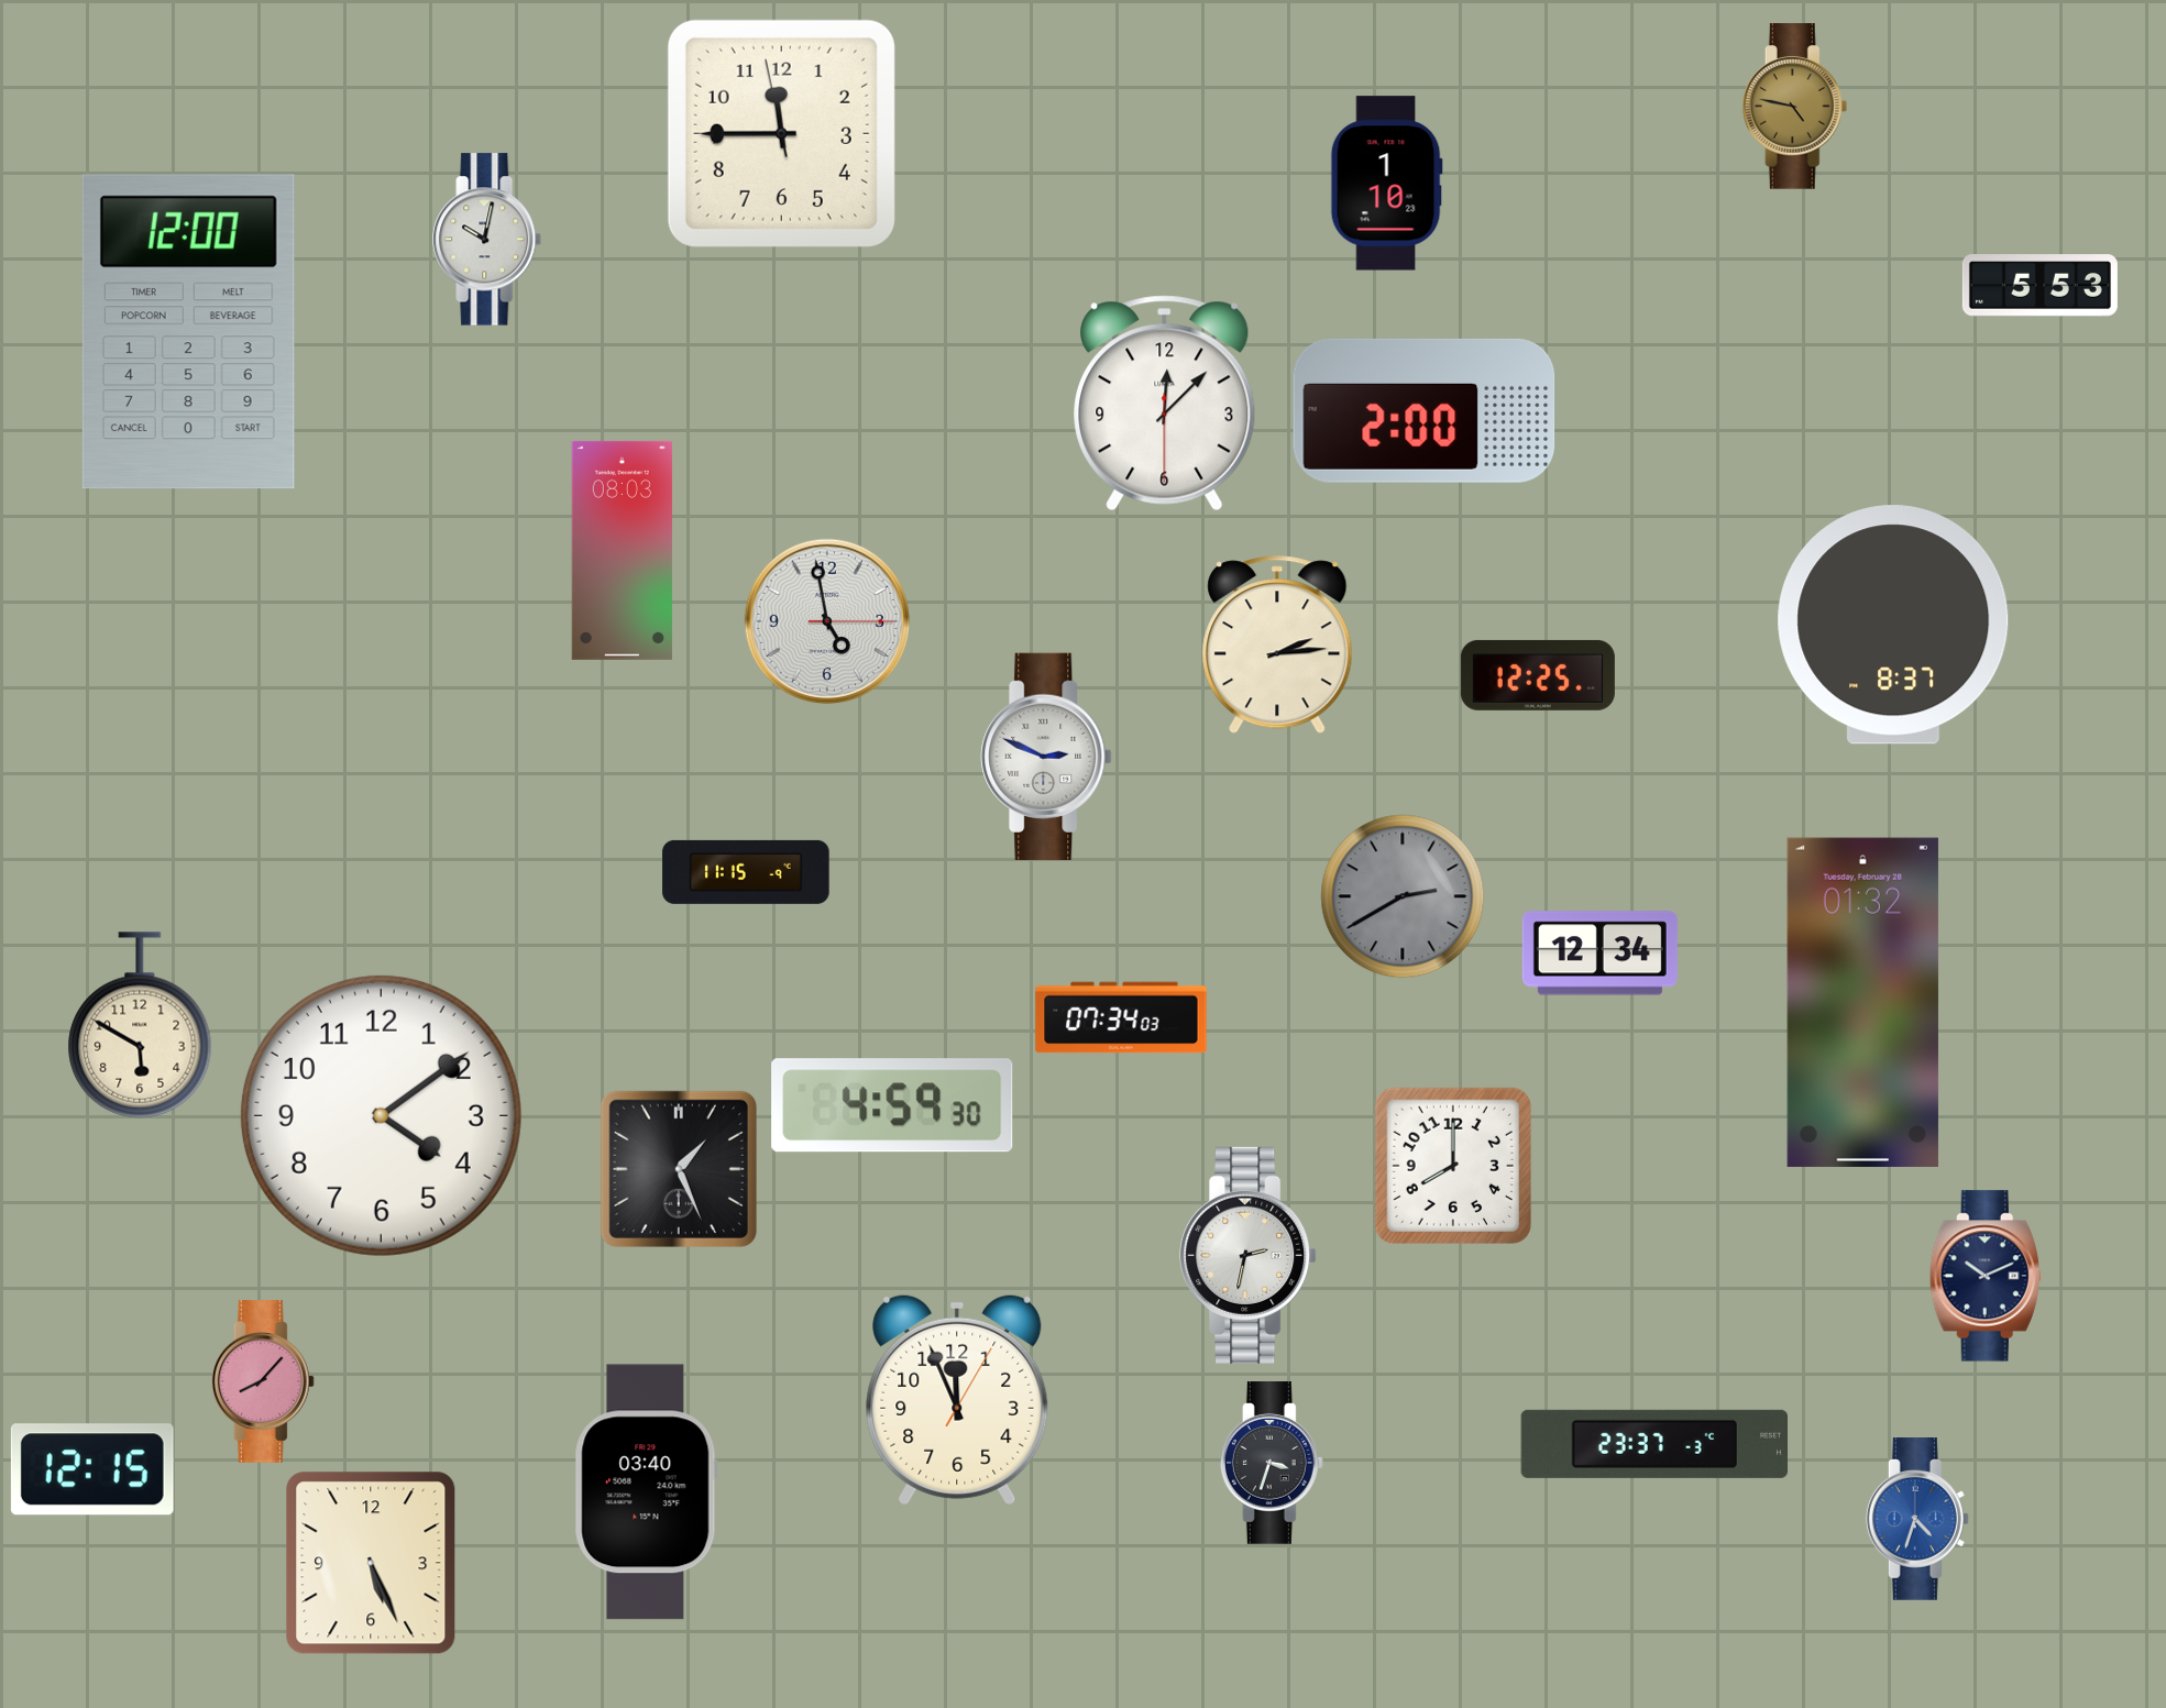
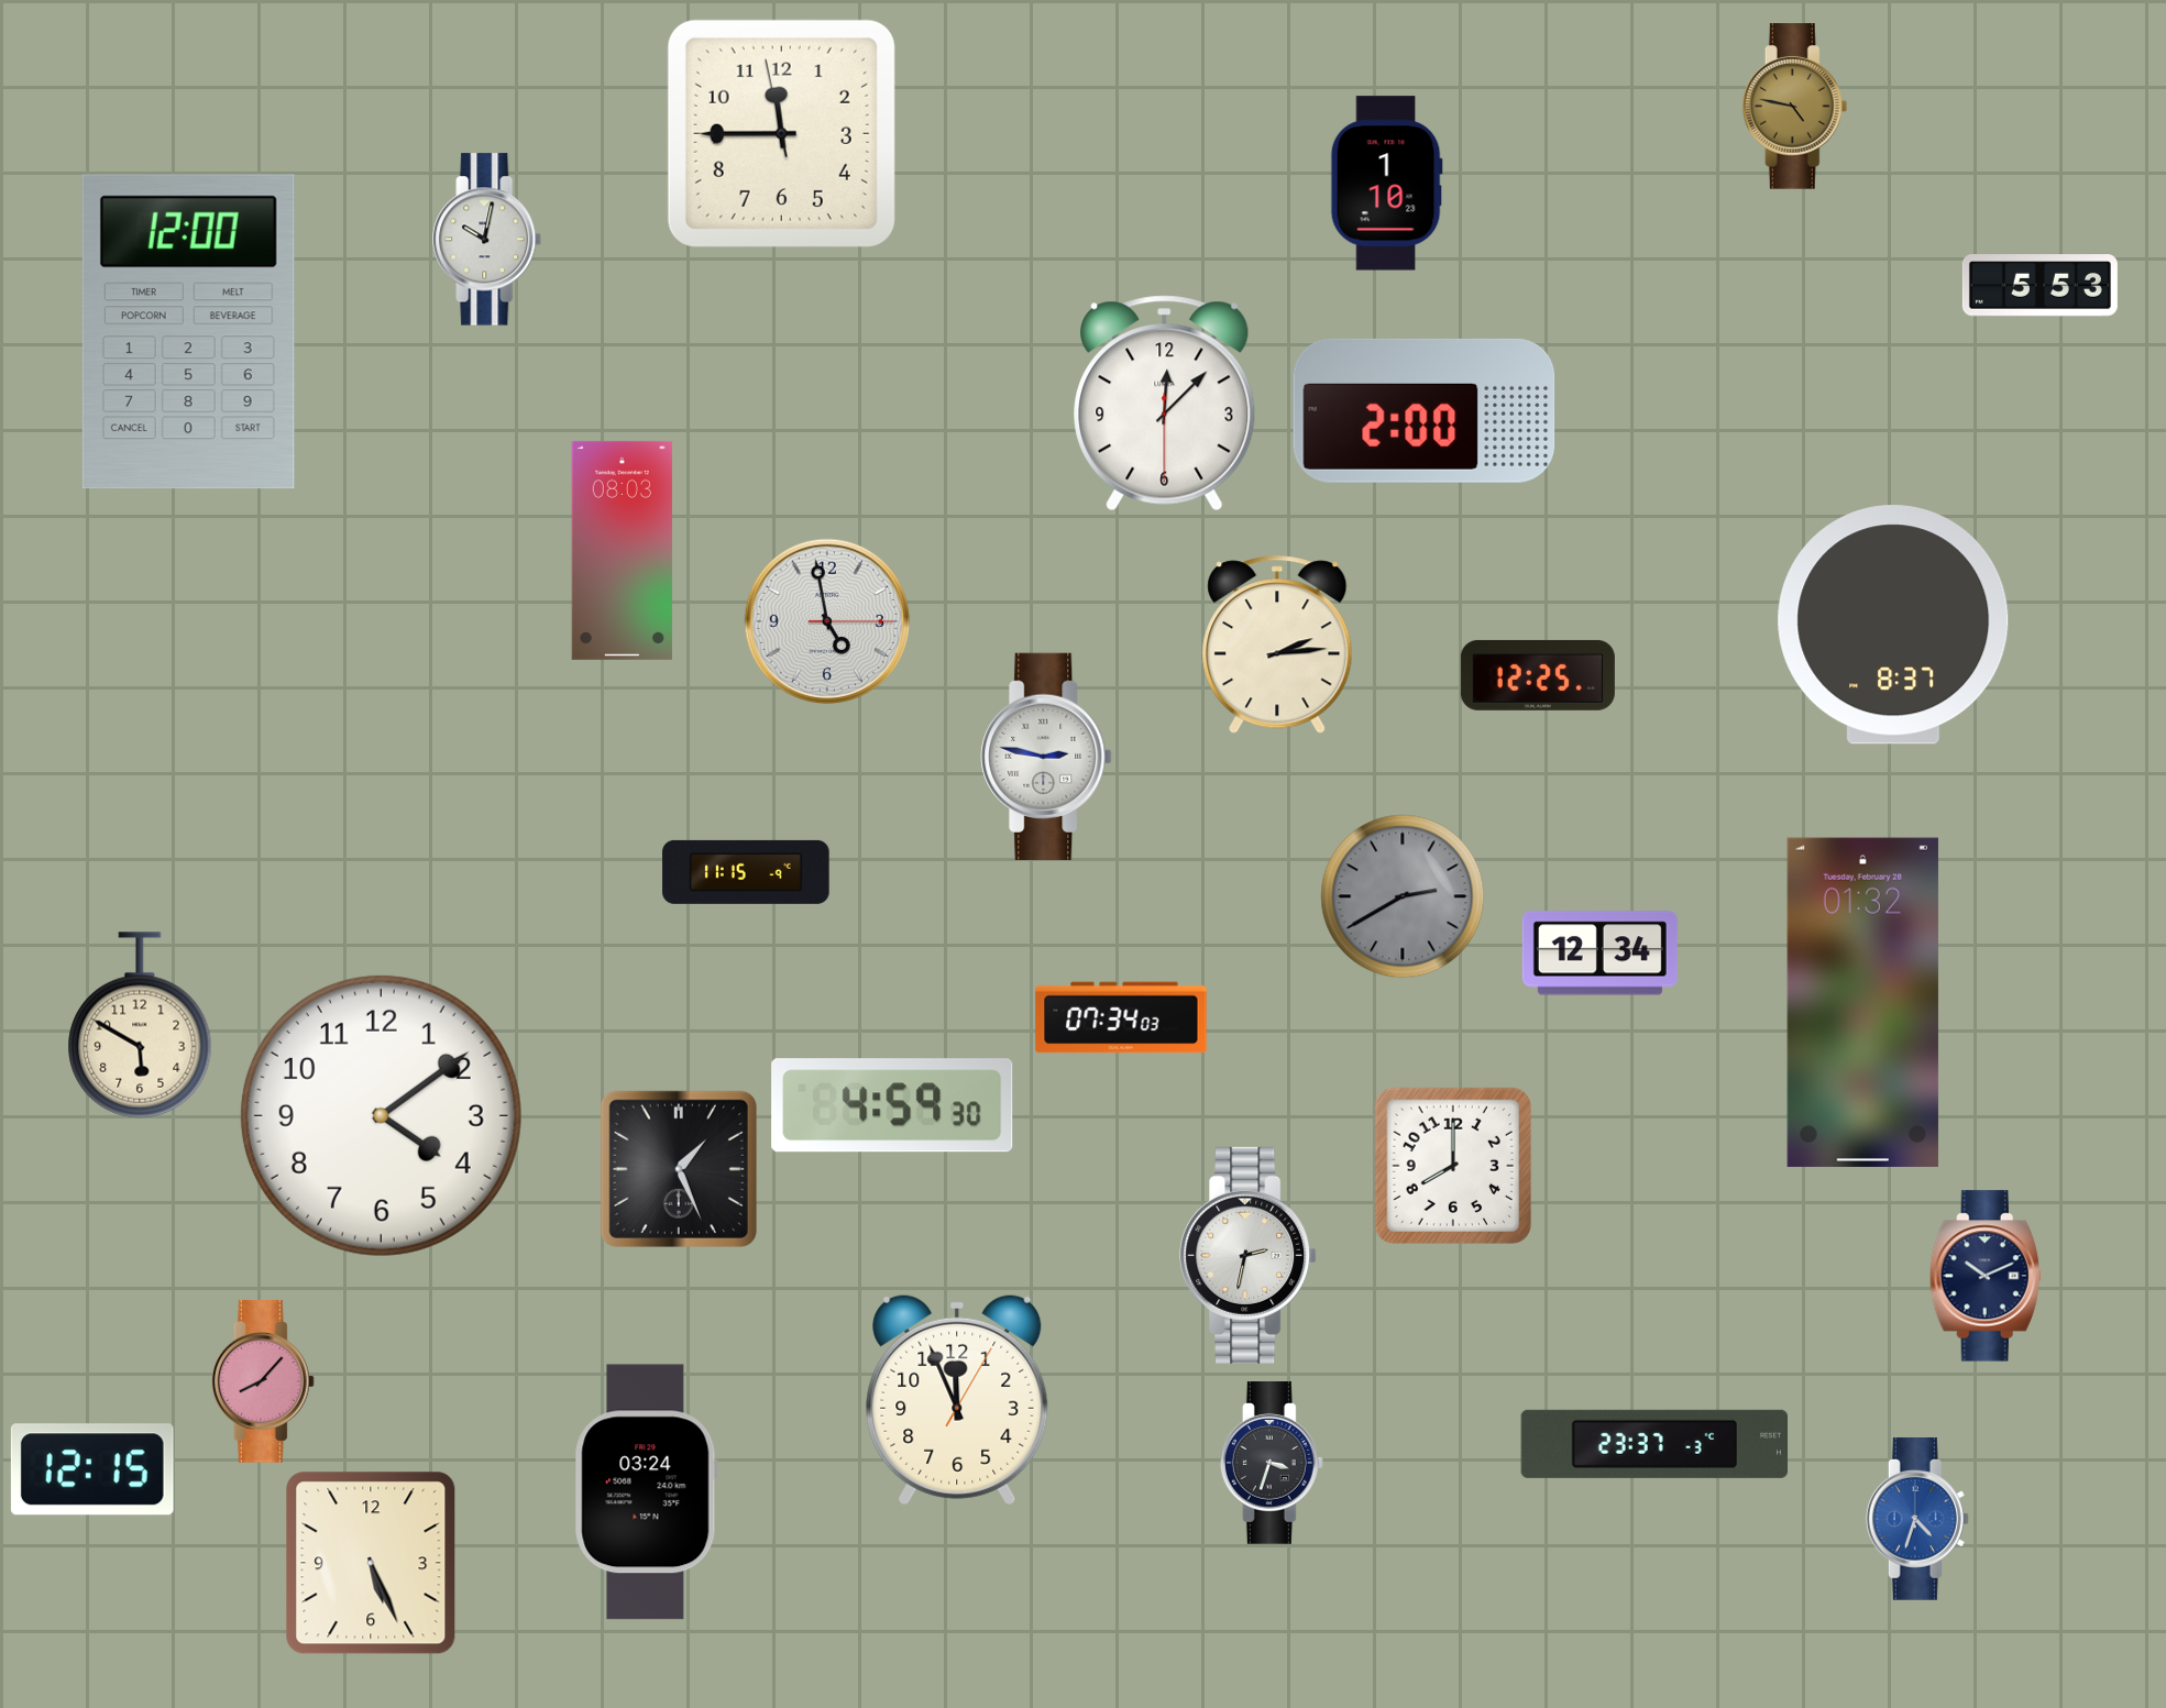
clock at (1046, 757): 2:49 -> 2:47
clock at (646, 1492): 03:40 -> 03:24
